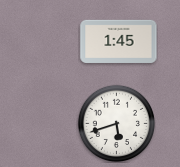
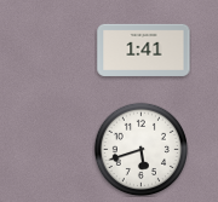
clock at (119, 41): 1:45 -> 1:41
